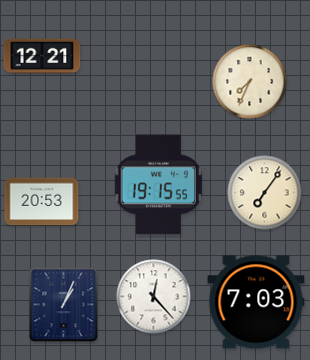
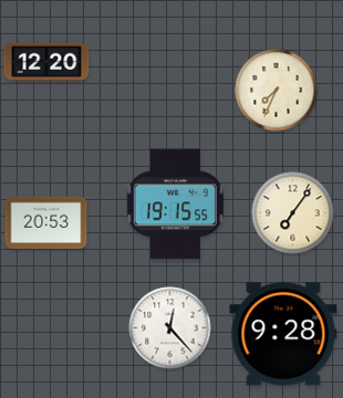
clock at (42, 56): 12:21 -> 12:20
clock at (256, 302): 7:03 -> 9:28
clock at (64, 305): 1:04 -> none
